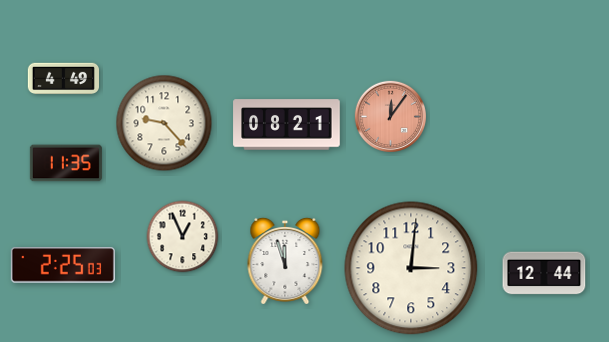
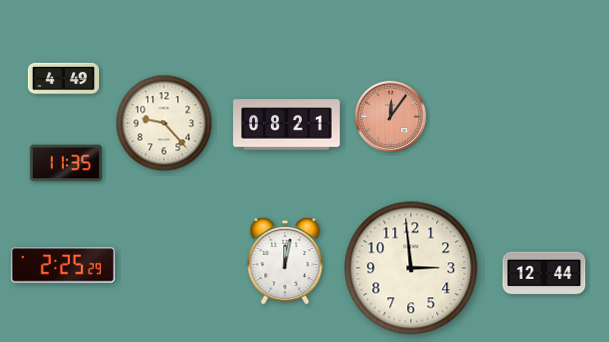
clock at (183, 237): 12:56 -> none
clock at (285, 261): 11:57 -> 12:02
clock at (63, 265): 2:25:03 -> 2:25:29
clock at (411, 268): 3:01 -> 2:59
